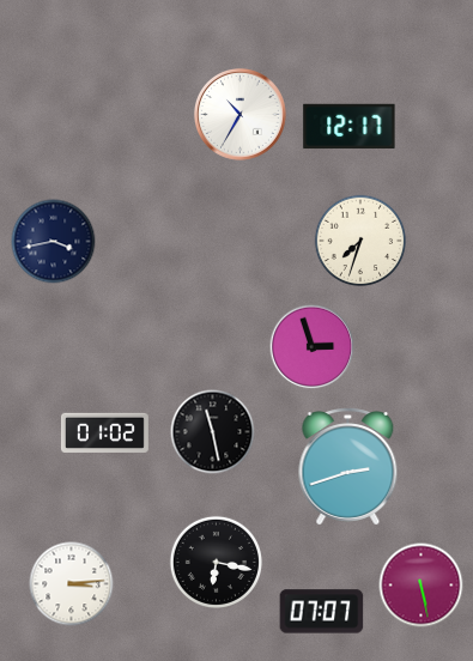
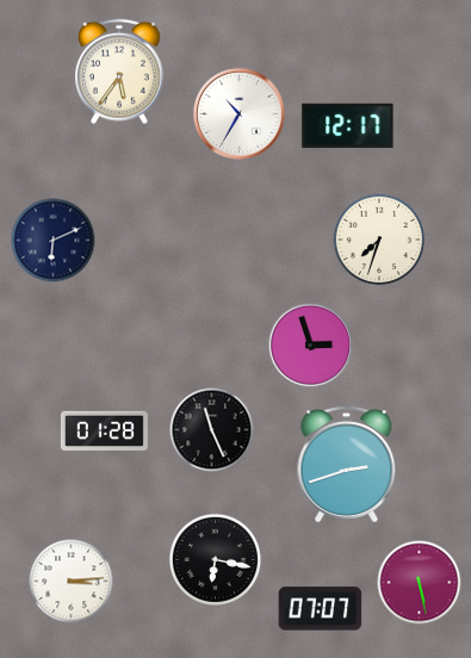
clock at (120, 72): none -> 5:36
clock at (360, 241) position: (360, 241) -> (379, 240)
clock at (54, 242): 3:43 -> 6:11
clock at (104, 432): 01:02 -> 01:28
clock at (213, 432): 11:28 -> 11:26
